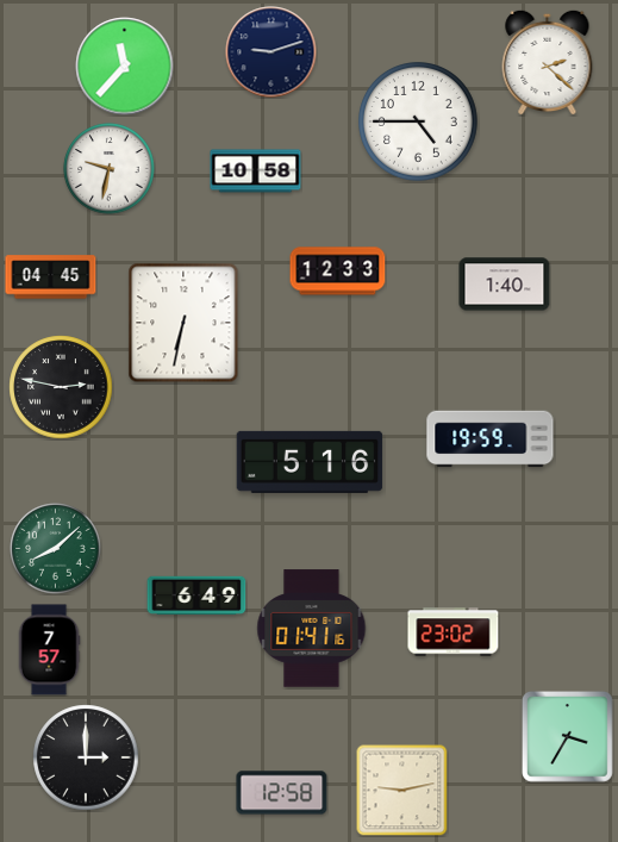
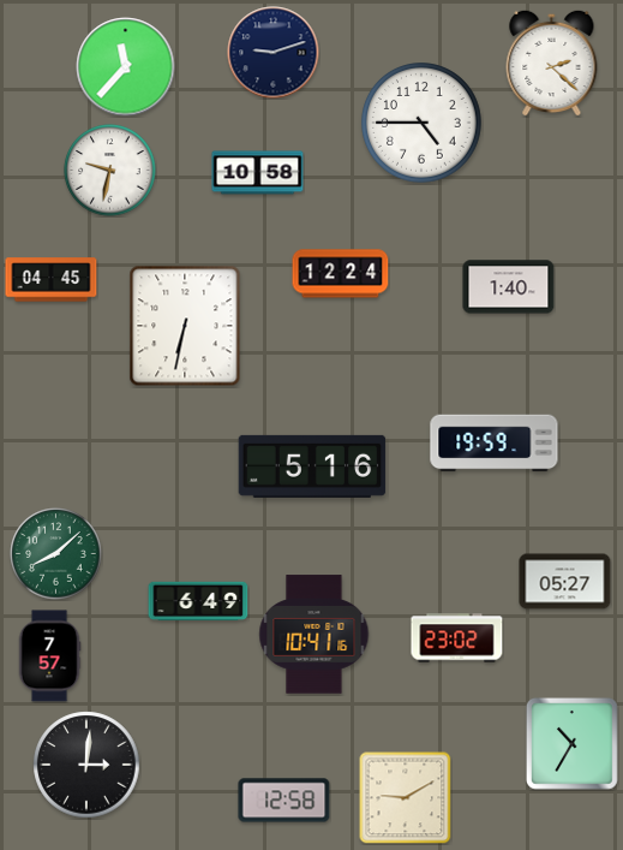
clock at (338, 272): 12:33 -> 12:24
clock at (61, 387): 2:47 -> none
clock at (565, 582): none -> 05:27
clock at (312, 629): 01:41 -> 10:41
clock at (568, 737): 3:35 -> 10:35
clock at (86, 757): 3:00 -> 3:01
clock at (401, 790): 9:13 -> 9:10
